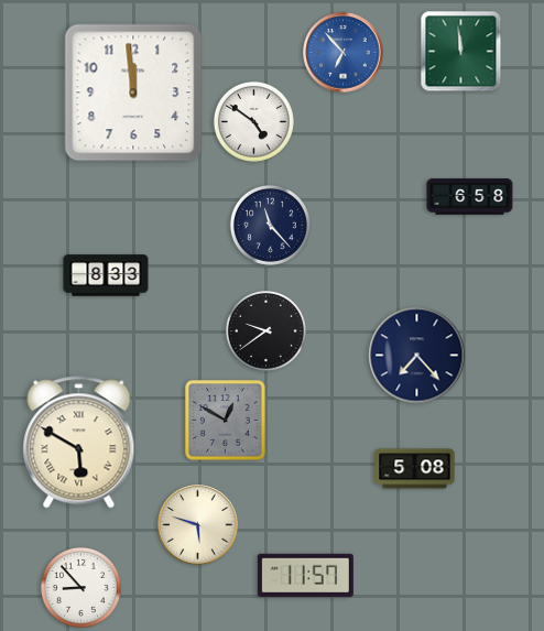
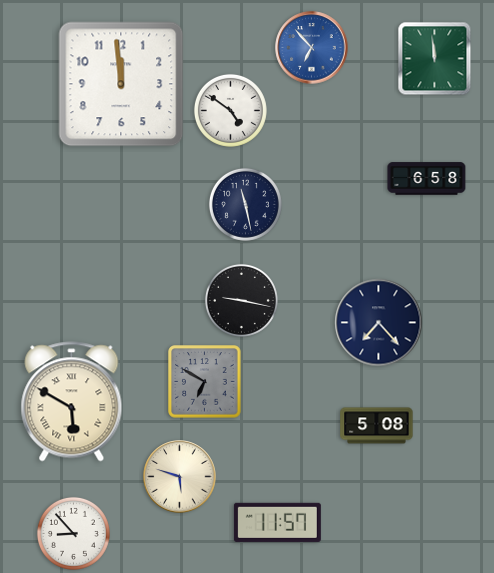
clock at (461, 52) position: (461, 52) -> (435, 59)
clock at (270, 225): 11:23 -> 11:28
clock at (106, 275): 8:33 -> none
clock at (265, 330): 9:39 -> 9:17
clock at (226, 421): 12:50 -> 6:50
